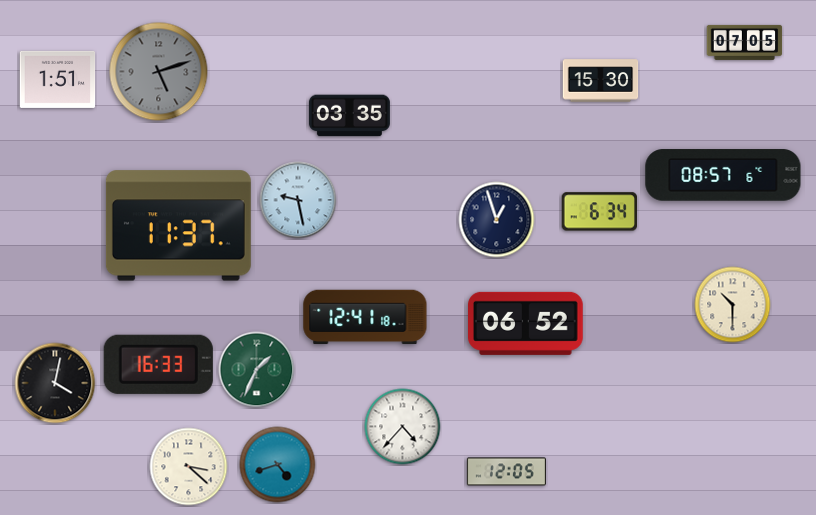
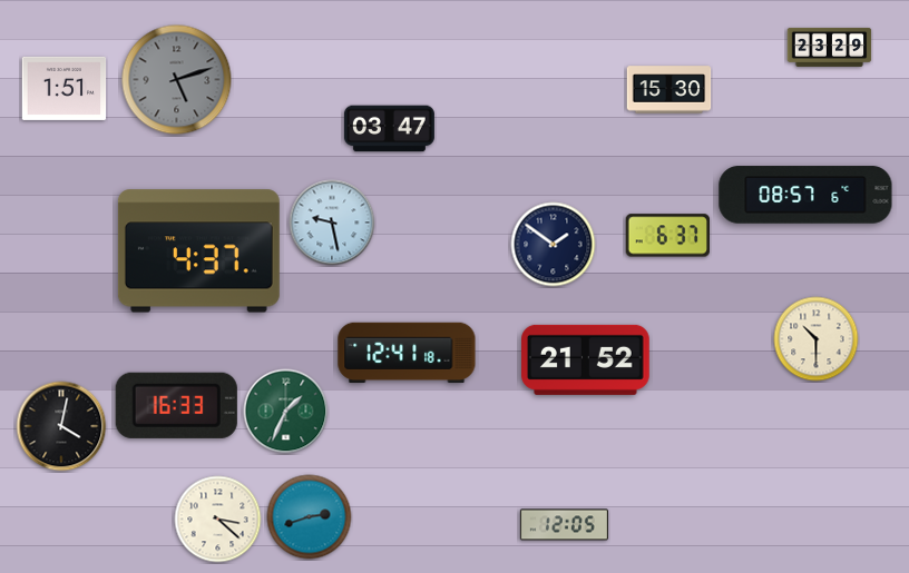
clock at (745, 42): 07:05 -> 23:29
clock at (349, 116): 03:35 -> 03:47
clock at (600, 212): 6:34 -> 6:37
clock at (497, 220): 12:57 -> 1:51
clock at (178, 226): 11:37 -> 4:37
clock at (526, 323): 06:52 -> 21:52
clock at (403, 427): 4:37 -> none
clock at (278, 465): 4:42 -> 2:42
clock at (189, 467) position: (189, 467) -> (218, 520)
